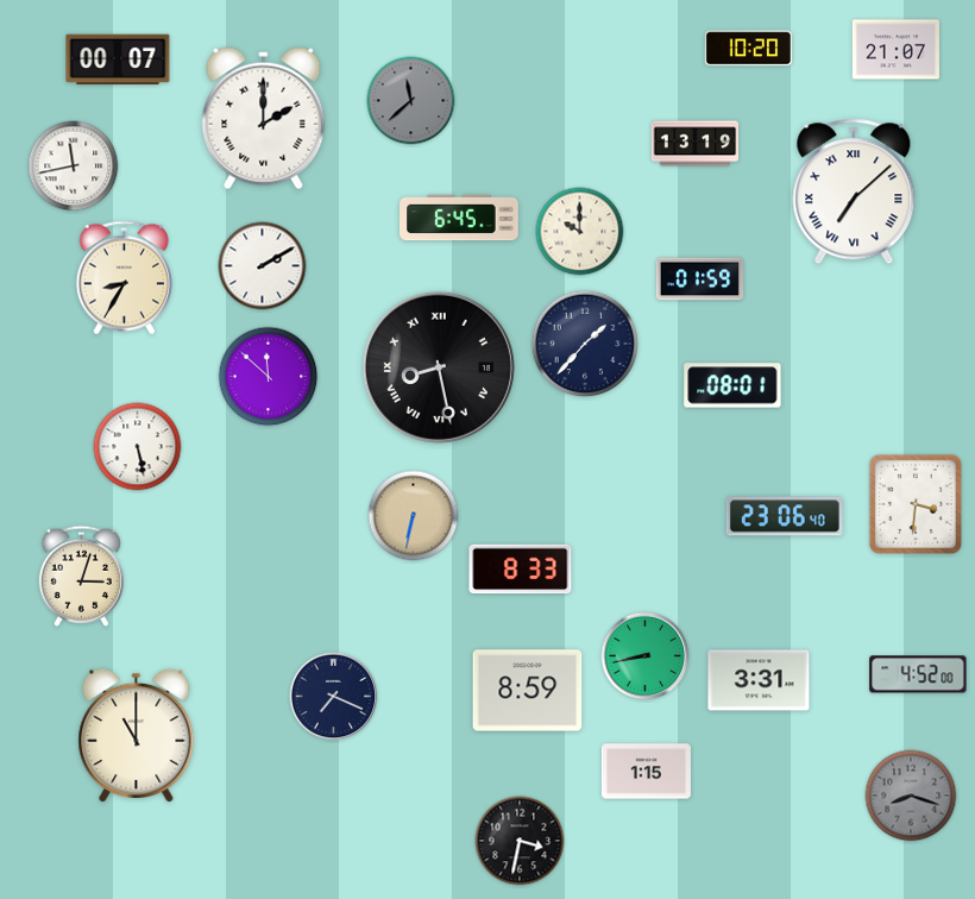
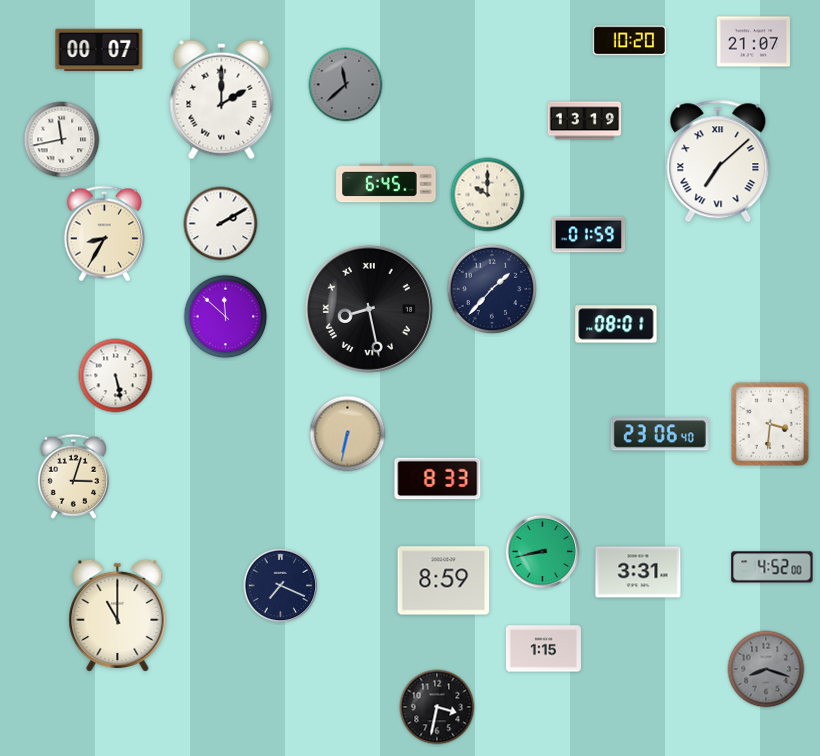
clock at (81, 576) position: (81, 576) -> (73, 476)
clock at (137, 735) position: (137, 735) -> (118, 615)
